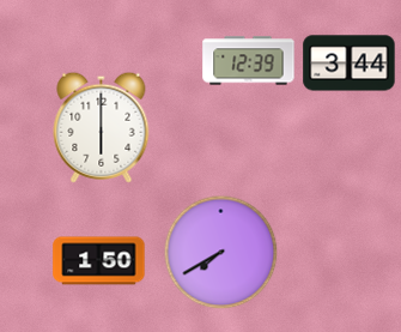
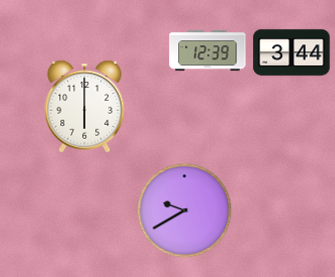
clock at (220, 252): 7:40 -> 9:40
clock at (99, 261): 1:50 -> none
